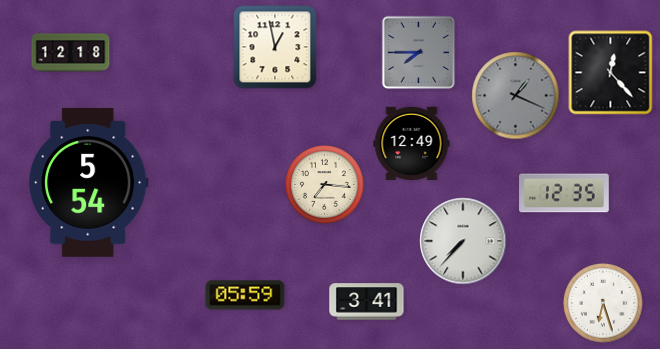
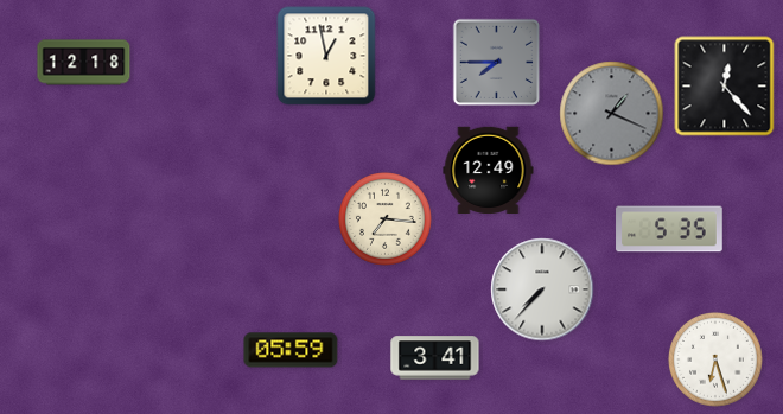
clock at (89, 183): 5:54 -> none
clock at (564, 193): 12:35 -> 5:35
clock at (463, 241) position: (463, 241) -> (542, 289)
